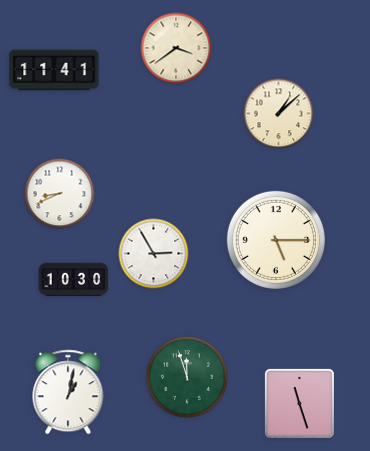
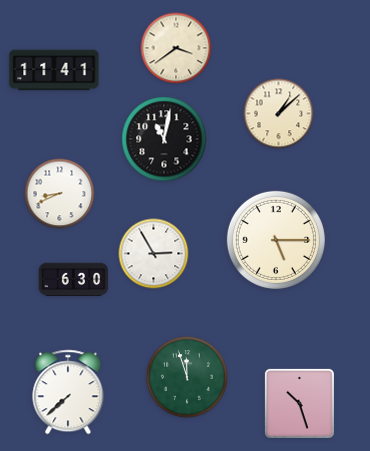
clock at (164, 139): none -> 11:02
clock at (74, 280): 10:30 -> 6:30
clock at (68, 392): 1:02 -> 7:38
clock at (299, 403): 11:27 -> 10:27
